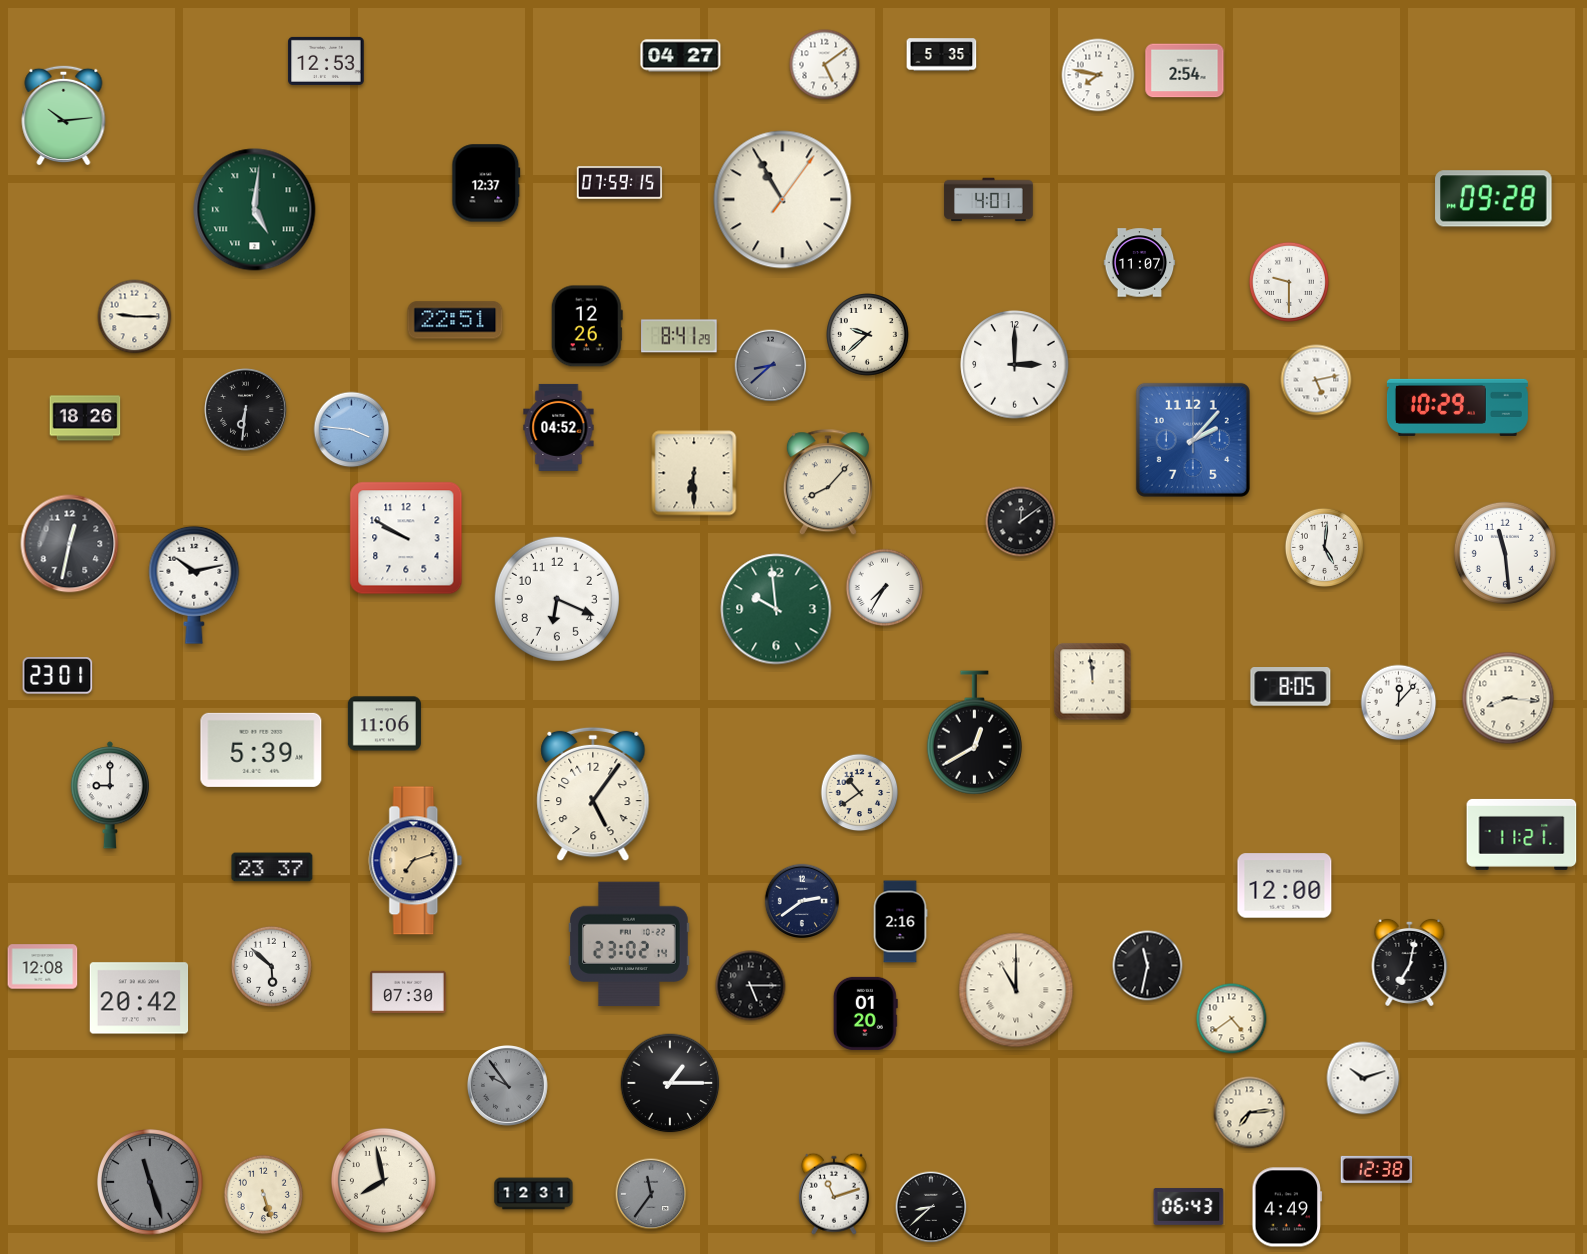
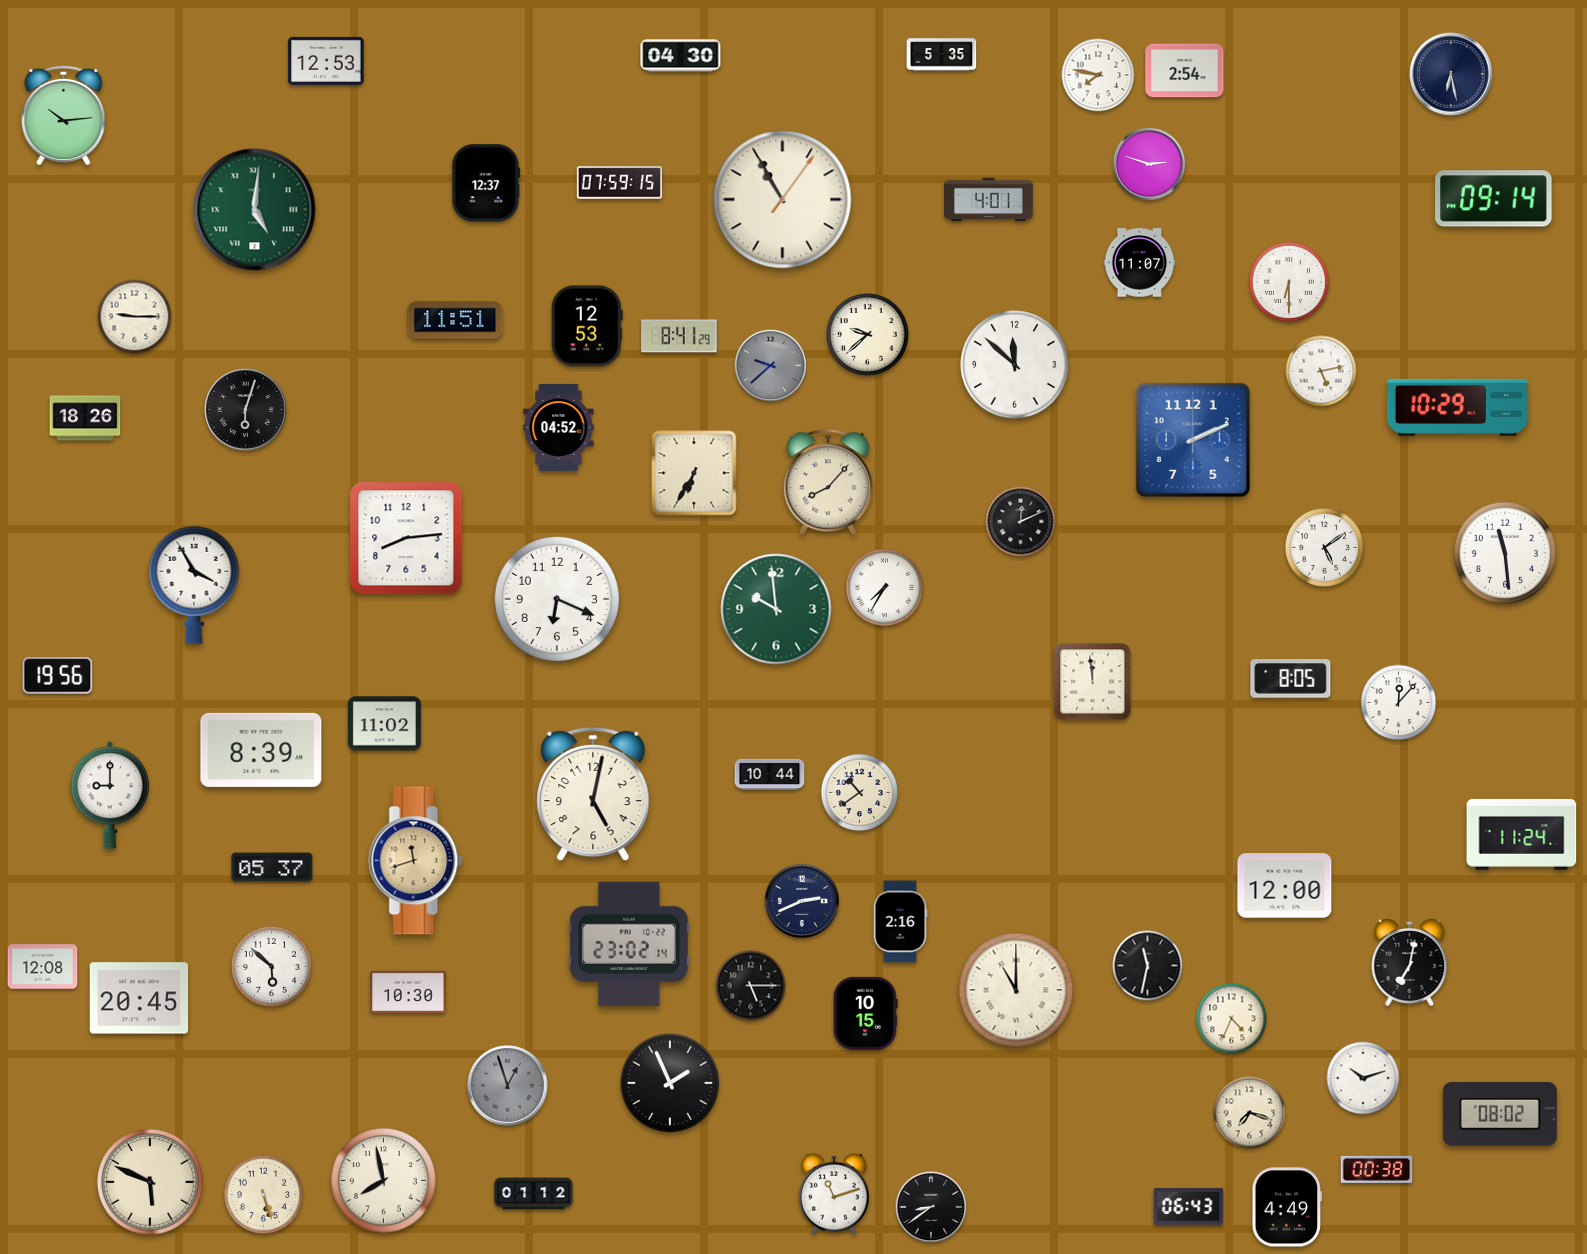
clock at (681, 56): 04:27 -> 04:30
clock at (825, 65): 5:09 -> none
clock at (1451, 74): none -> 6:28
clock at (1149, 164): none -> 2:48
clock at (1494, 199): 09:28 -> 09:14
clock at (1289, 282): 9:30 -> 6:30
clock at (455, 320): 22:51 -> 11:51
clock at (587, 326): 12:26 -> 12:53
clock at (1015, 365): 3:00 -> 11:52
clock at (771, 366): 8:38 -> 9:38
clock at (1316, 380) position: (1316, 380) -> (1321, 371)
clock at (246, 410): 6:31 -> 6:03
clock at (352, 430): 3:46 -> none
clock at (1193, 440): 2:07 -> 2:11
clock at (694, 473): 6:30 -> 6:35
clock at (1021, 522): 12:09 -> 12:11
clock at (406, 538): 9:50 -> 8:14
clock at (70, 544): 12:32 -> none
clock at (1324, 547): 5:01 -> 5:09
clock at (194, 585): 10:13 -> 3:55
clock at (58, 676): 23:01 -> 19:56
clock at (1291, 687) position: (1291, 687) -> (1291, 679)
clock at (1508, 698): 8:16 -> none
clock at (384, 724): 11:06 -> 11:02
clock at (974, 733): 12:40 -> none
clock at (261, 750): 5:39 -> 8:39
clock at (770, 774): none -> 10:44
clock at (593, 794): 5:06 -> 5:02
clock at (1522, 834): 11:21 -> 11:24
clock at (416, 861): 7:12 -> 11:42
clock at (272, 867): 23:37 -> 05:37
clock at (801, 900): 2:39 -> 2:41
clock at (408, 992): 07:30 -> 10:30
clock at (139, 998): 20:42 -> 20:45
clock at (865, 1013): 01:20 -> 10:15
clock at (1232, 1019): 4:39 -> 4:34
clock at (670, 1083): 1:15 -> 1:56
clock at (508, 1086): 9:54 -> 12:57
clock at (1250, 1113): 7:14 -> 7:18
clock at (1500, 1114): none -> 08:02
clock at (1377, 1169): 12:38 -> 00:38
clock at (151, 1183): 11:27 -> 5:49
clock at (151, 1183) dial: grey -> cream
clock at (534, 1194): 12:31 -> 01:12
clock at (651, 1194): 11:36 -> none
clock at (931, 1207): 8:38 -> 8:39
